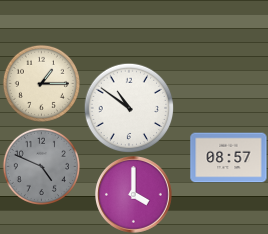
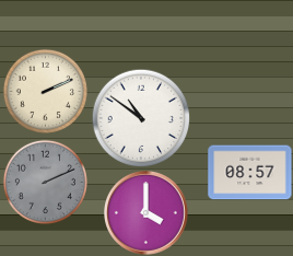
clock at (41, 83): 1:15 -> 2:11
clock at (41, 166): 4:49 -> 2:11
